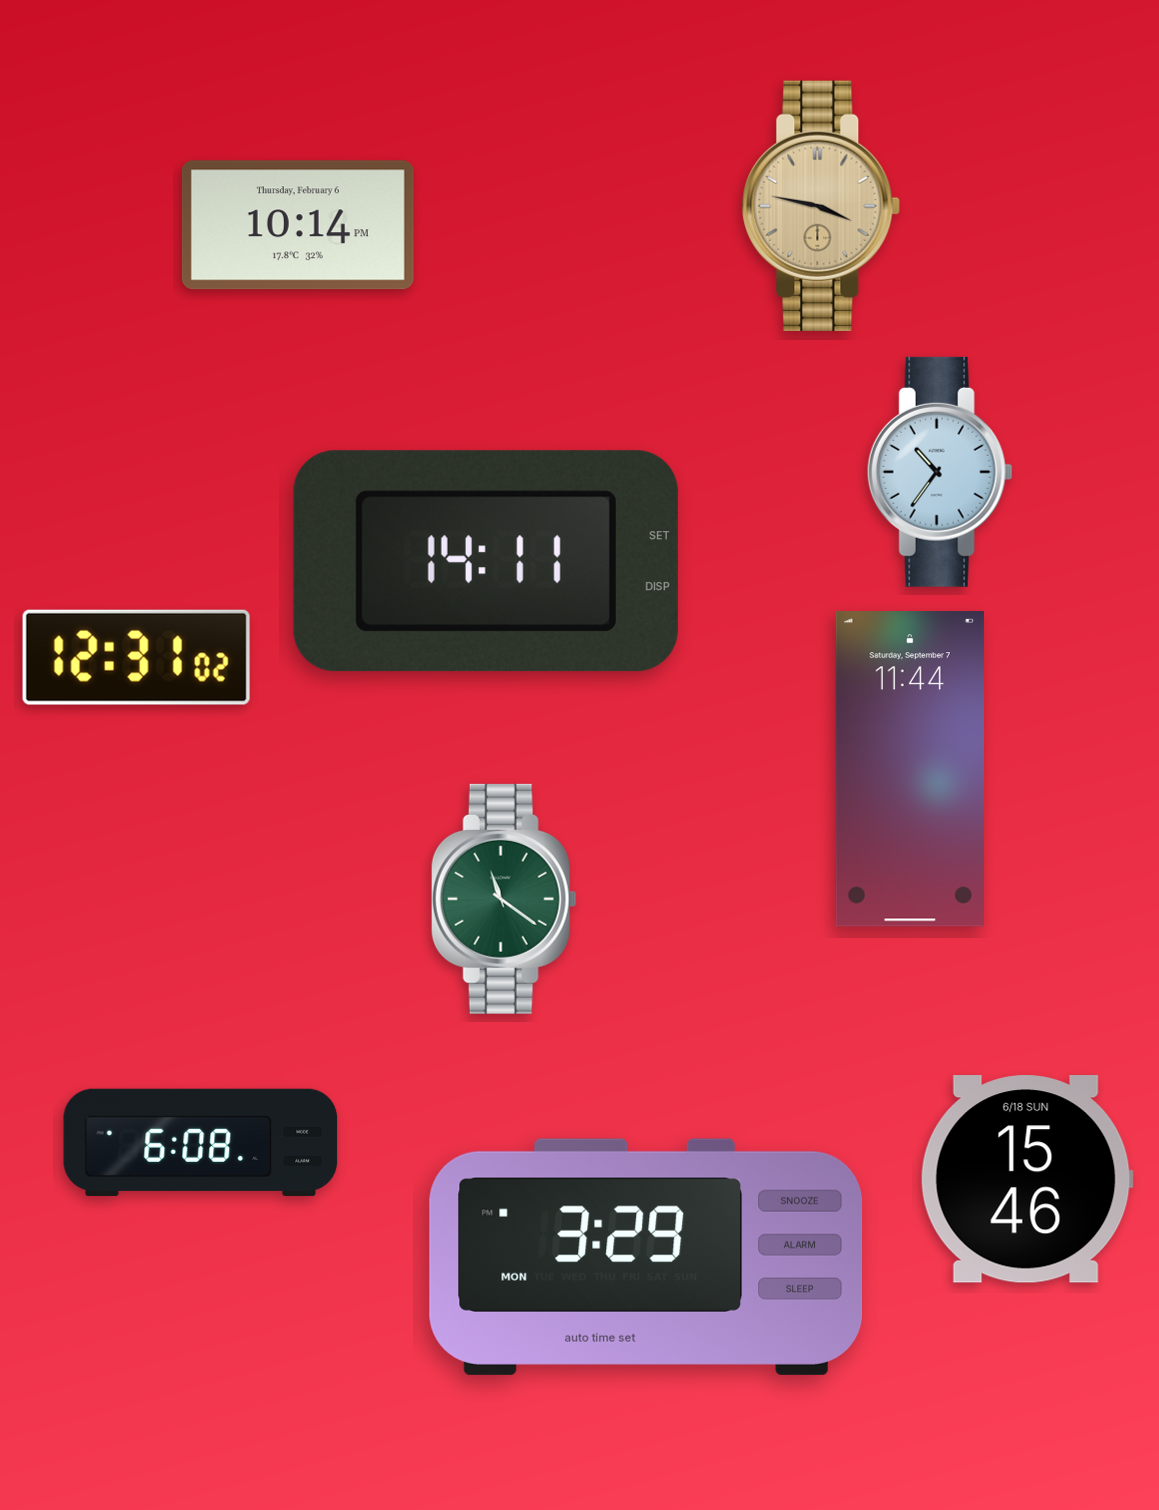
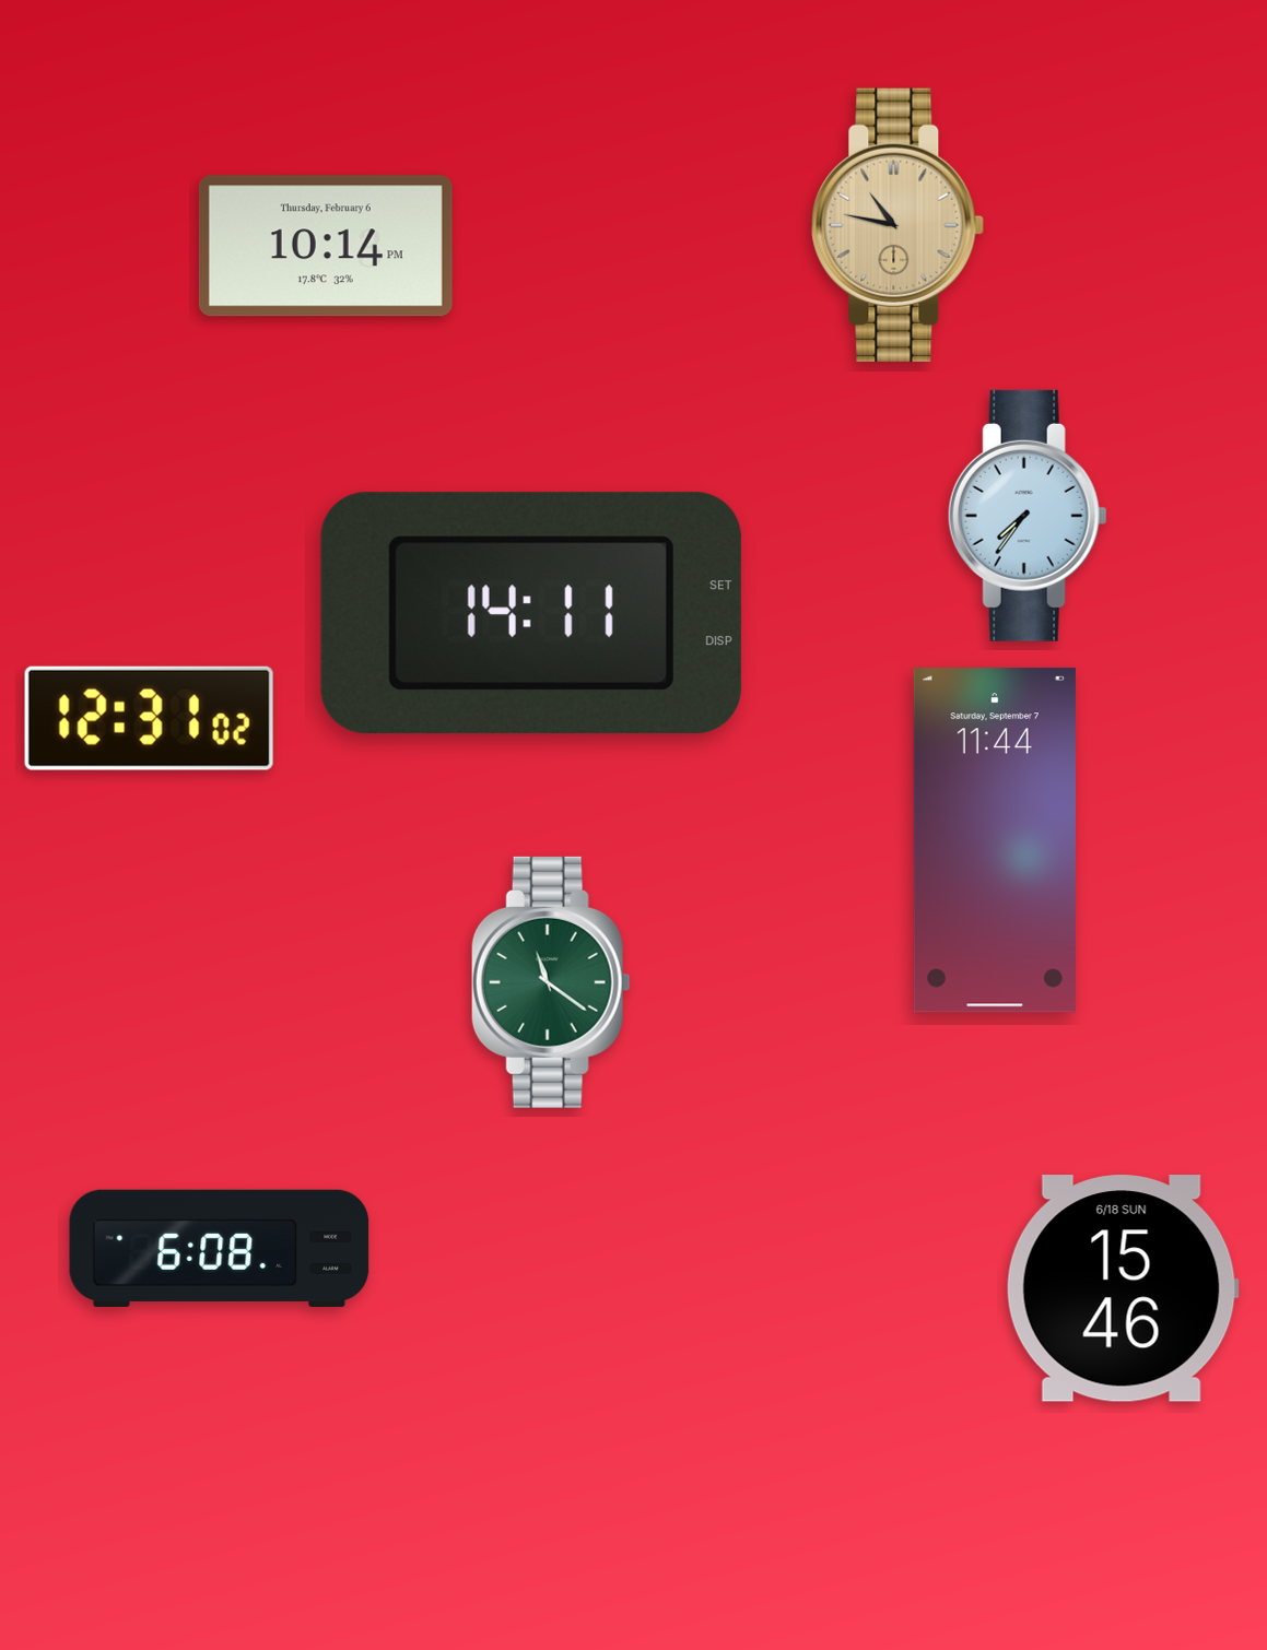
clock at (821, 206): 3:47 -> 10:47
clock at (940, 472): 10:36 -> 7:36
clock at (646, 1257): 3:29 -> none
